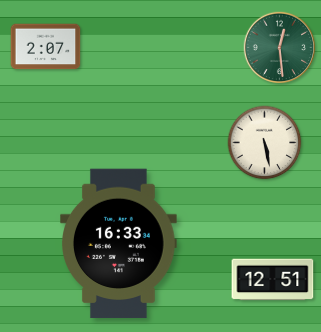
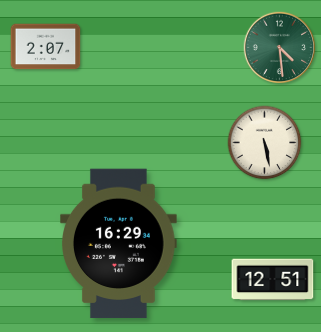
clock at (280, 48): 12:29 -> 4:29
clock at (119, 244): 16:33 -> 16:29
